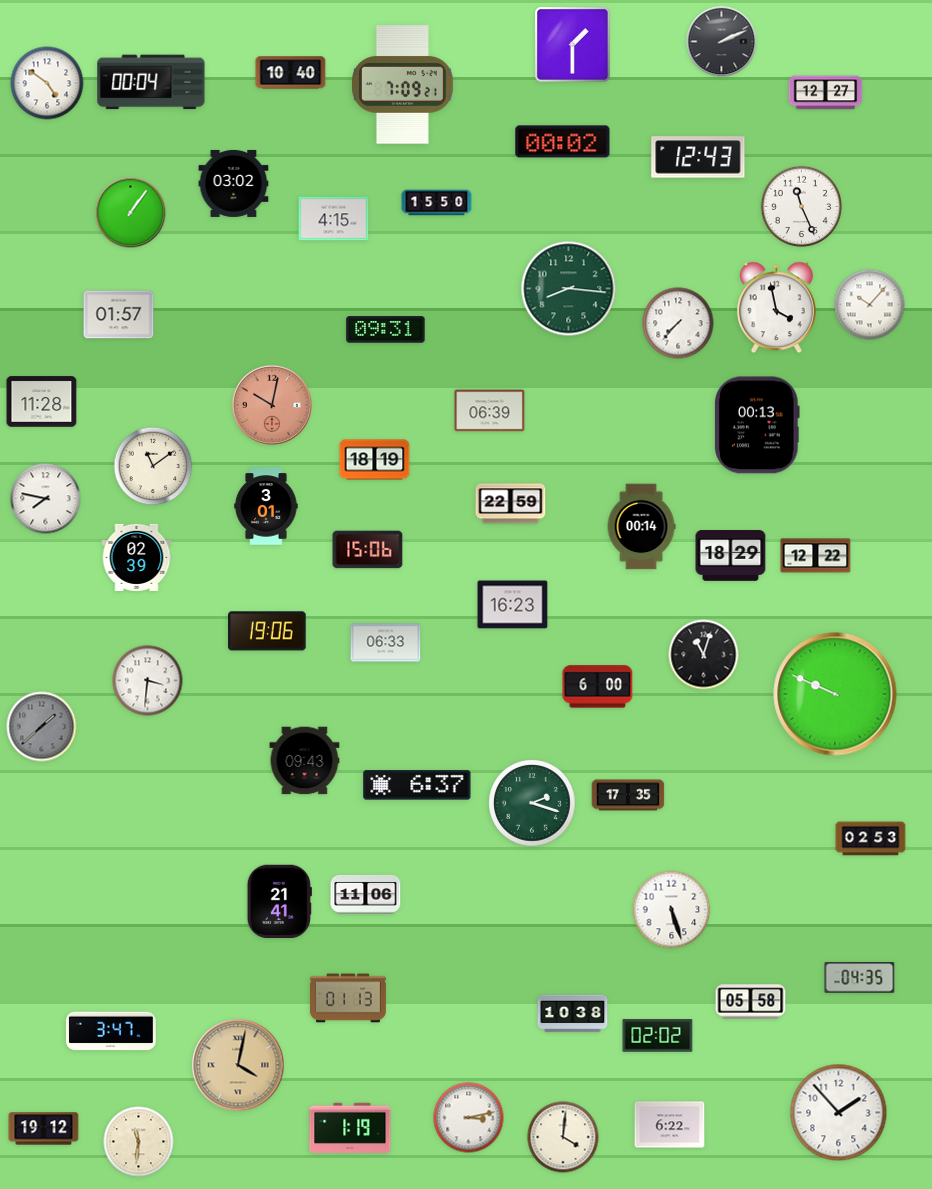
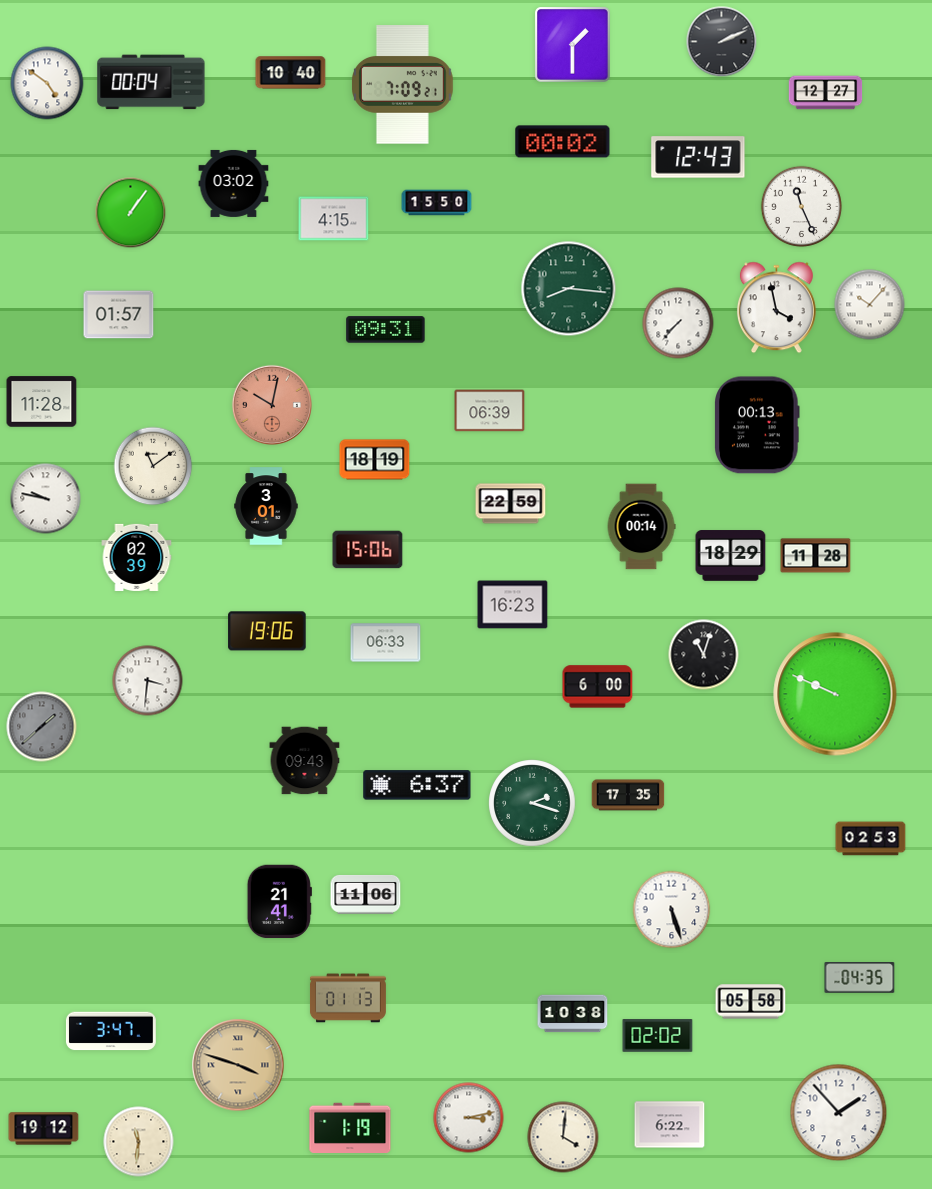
clock at (46, 499): 7:47 -> 9:47
clock at (816, 556): 12:22 -> 11:28
clock at (238, 1065): 4:02 -> 3:48
